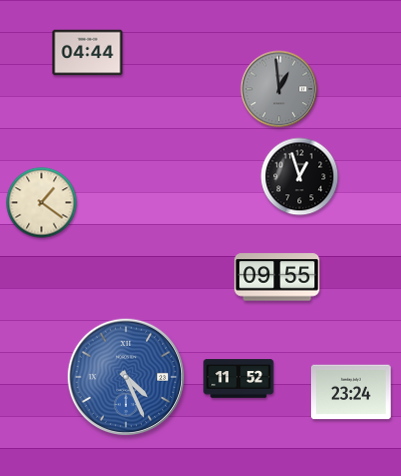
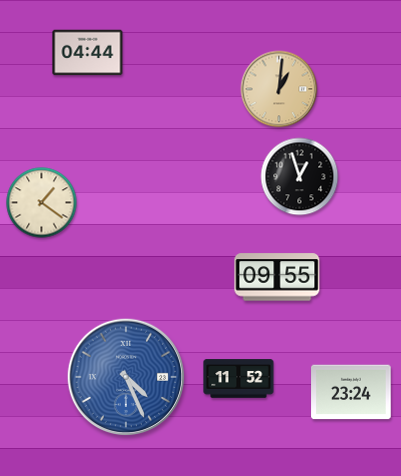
clock at (279, 89): 12:59 -> 1:01
clock at (279, 89) dial: grey -> champagne
